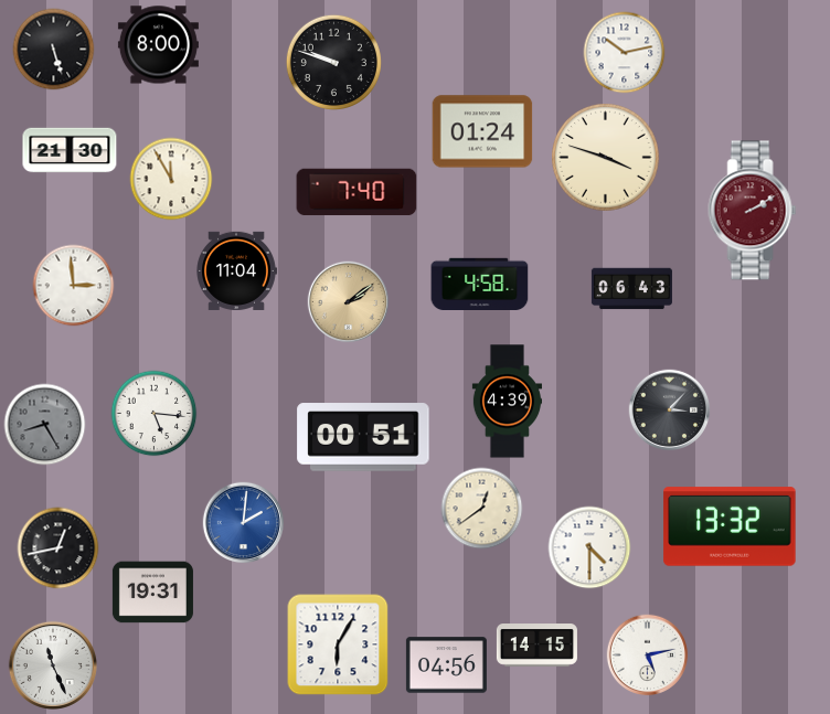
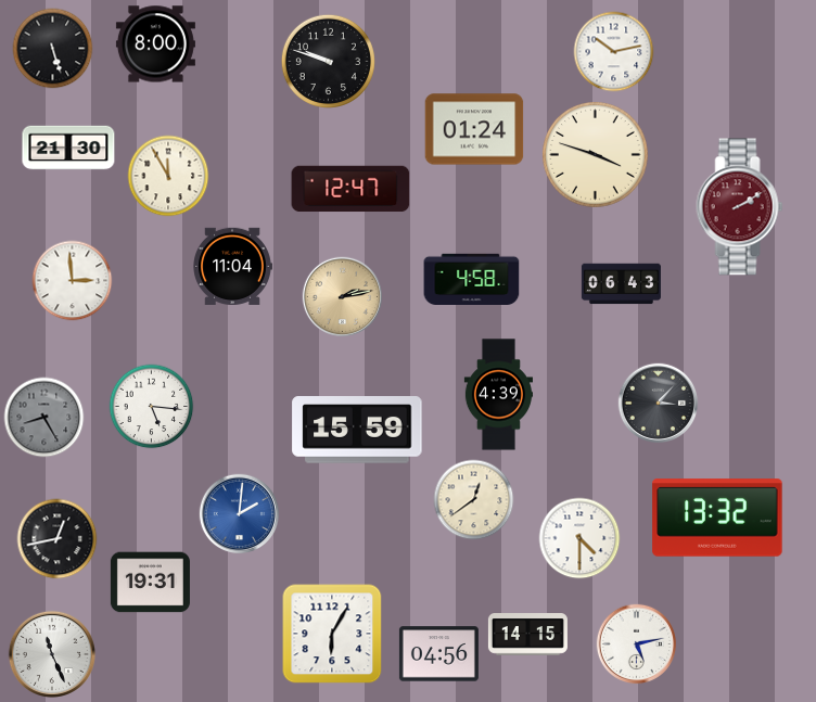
clock at (357, 192): 7:40 -> 12:47
clock at (349, 302): 2:09 -> 2:13
clock at (363, 437): 00:51 -> 15:59
